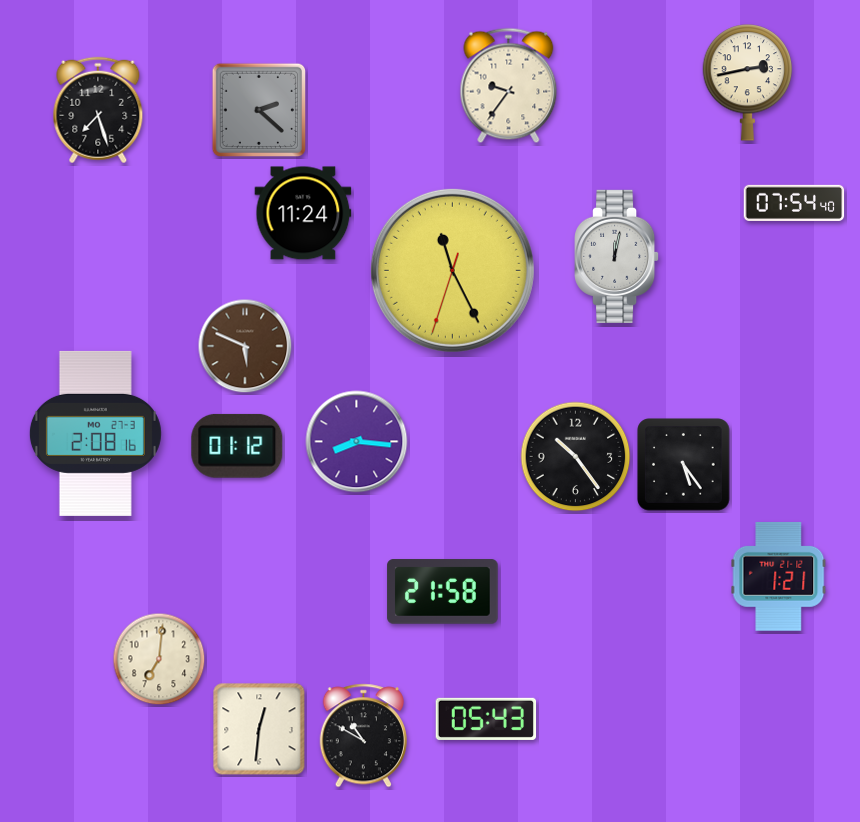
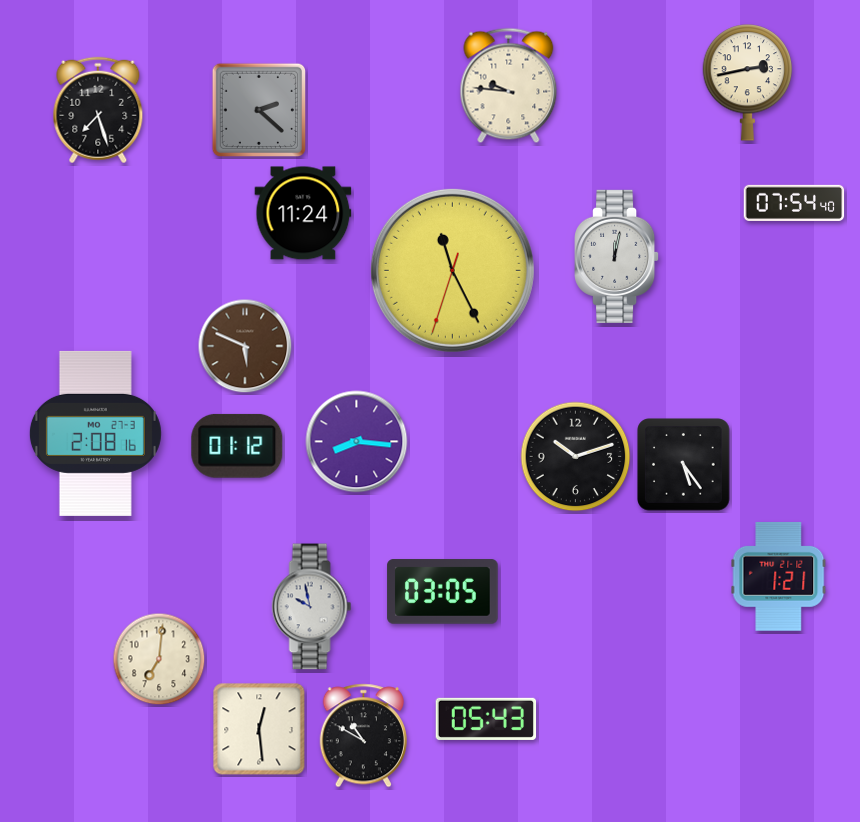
clock at (509, 86): 9:36 -> 9:46
clock at (576, 457): 10:24 -> 10:12
clock at (443, 592): 21:58 -> 03:05
clock at (312, 607): none -> 9:58
clock at (259, 729): 12:31 -> 12:29
